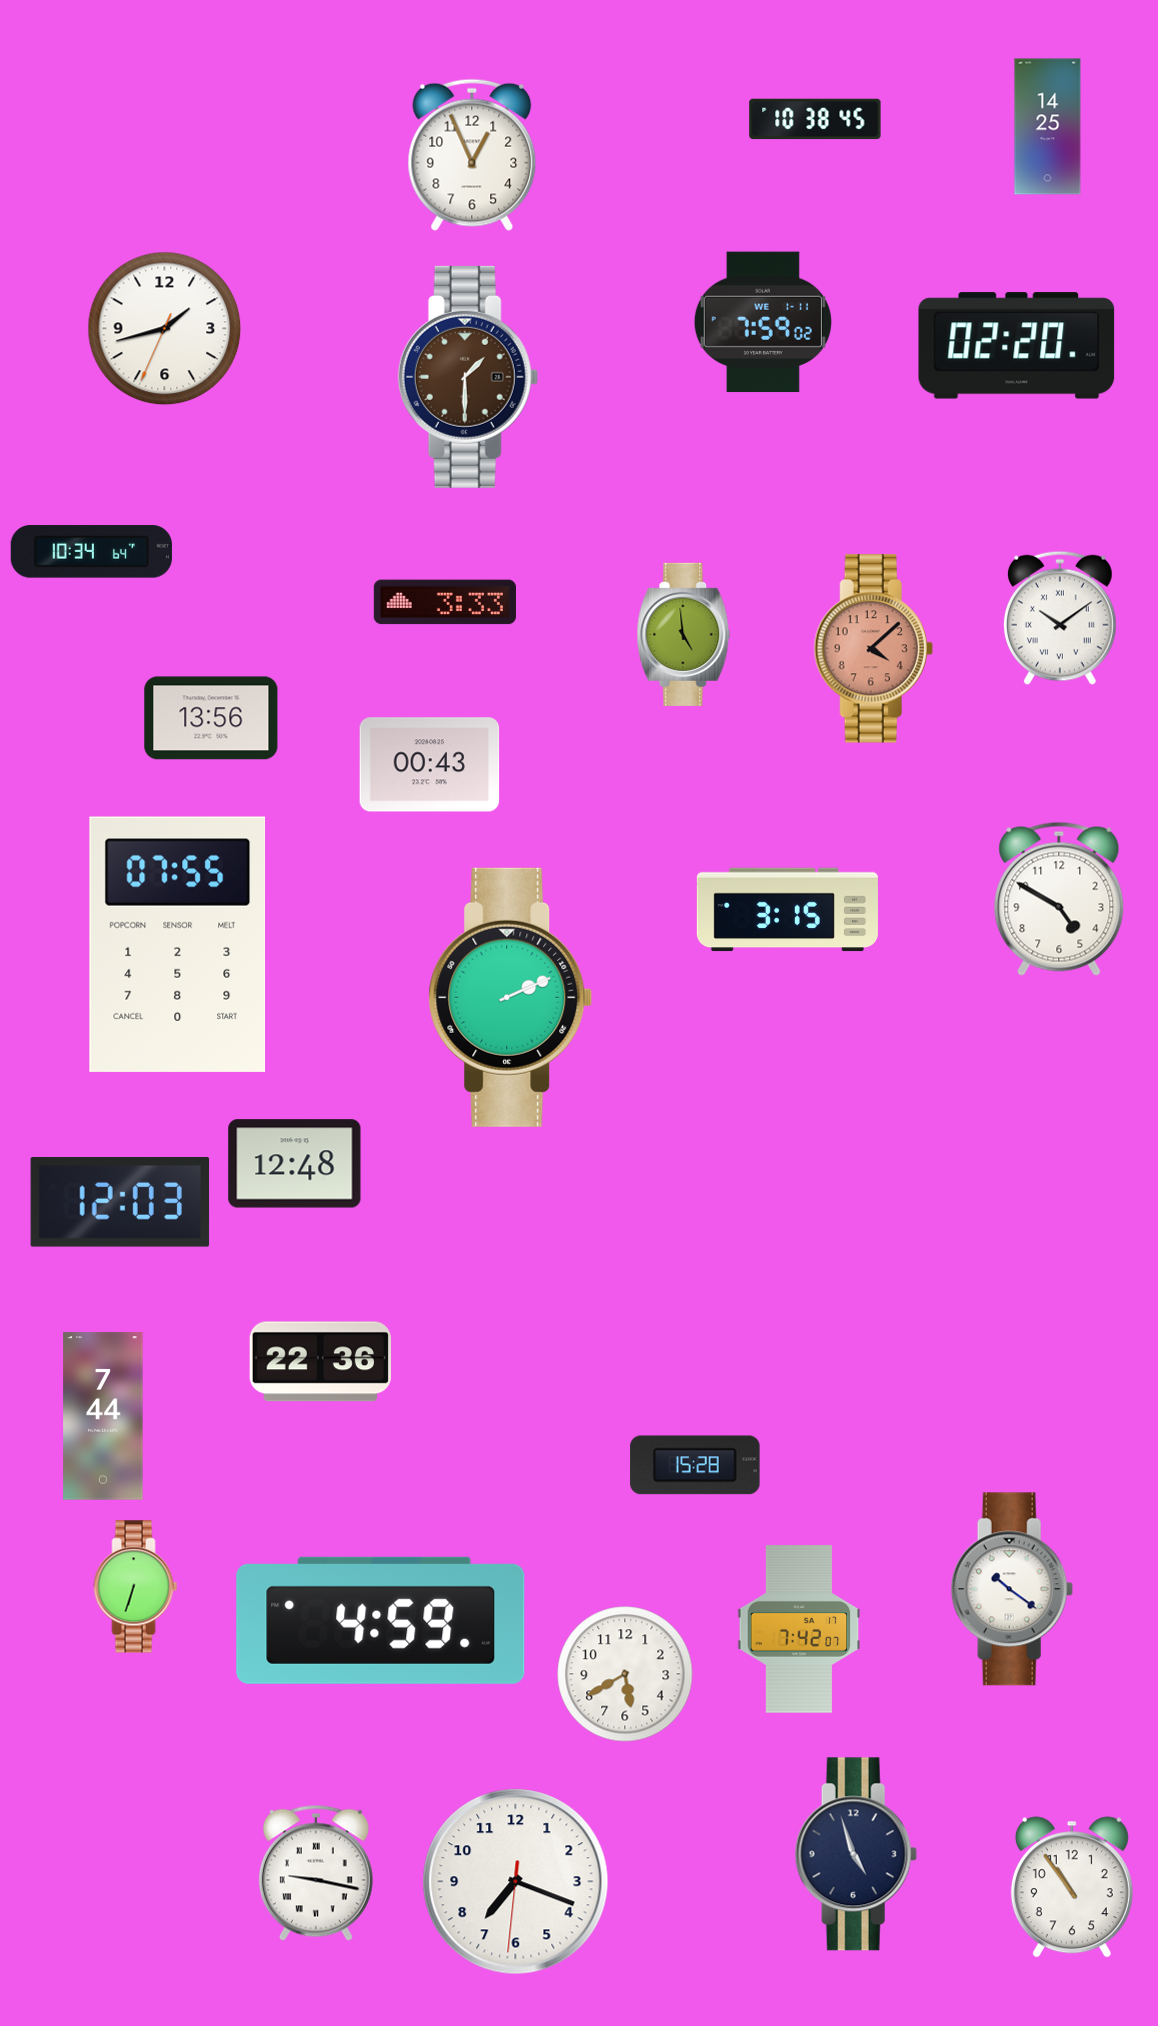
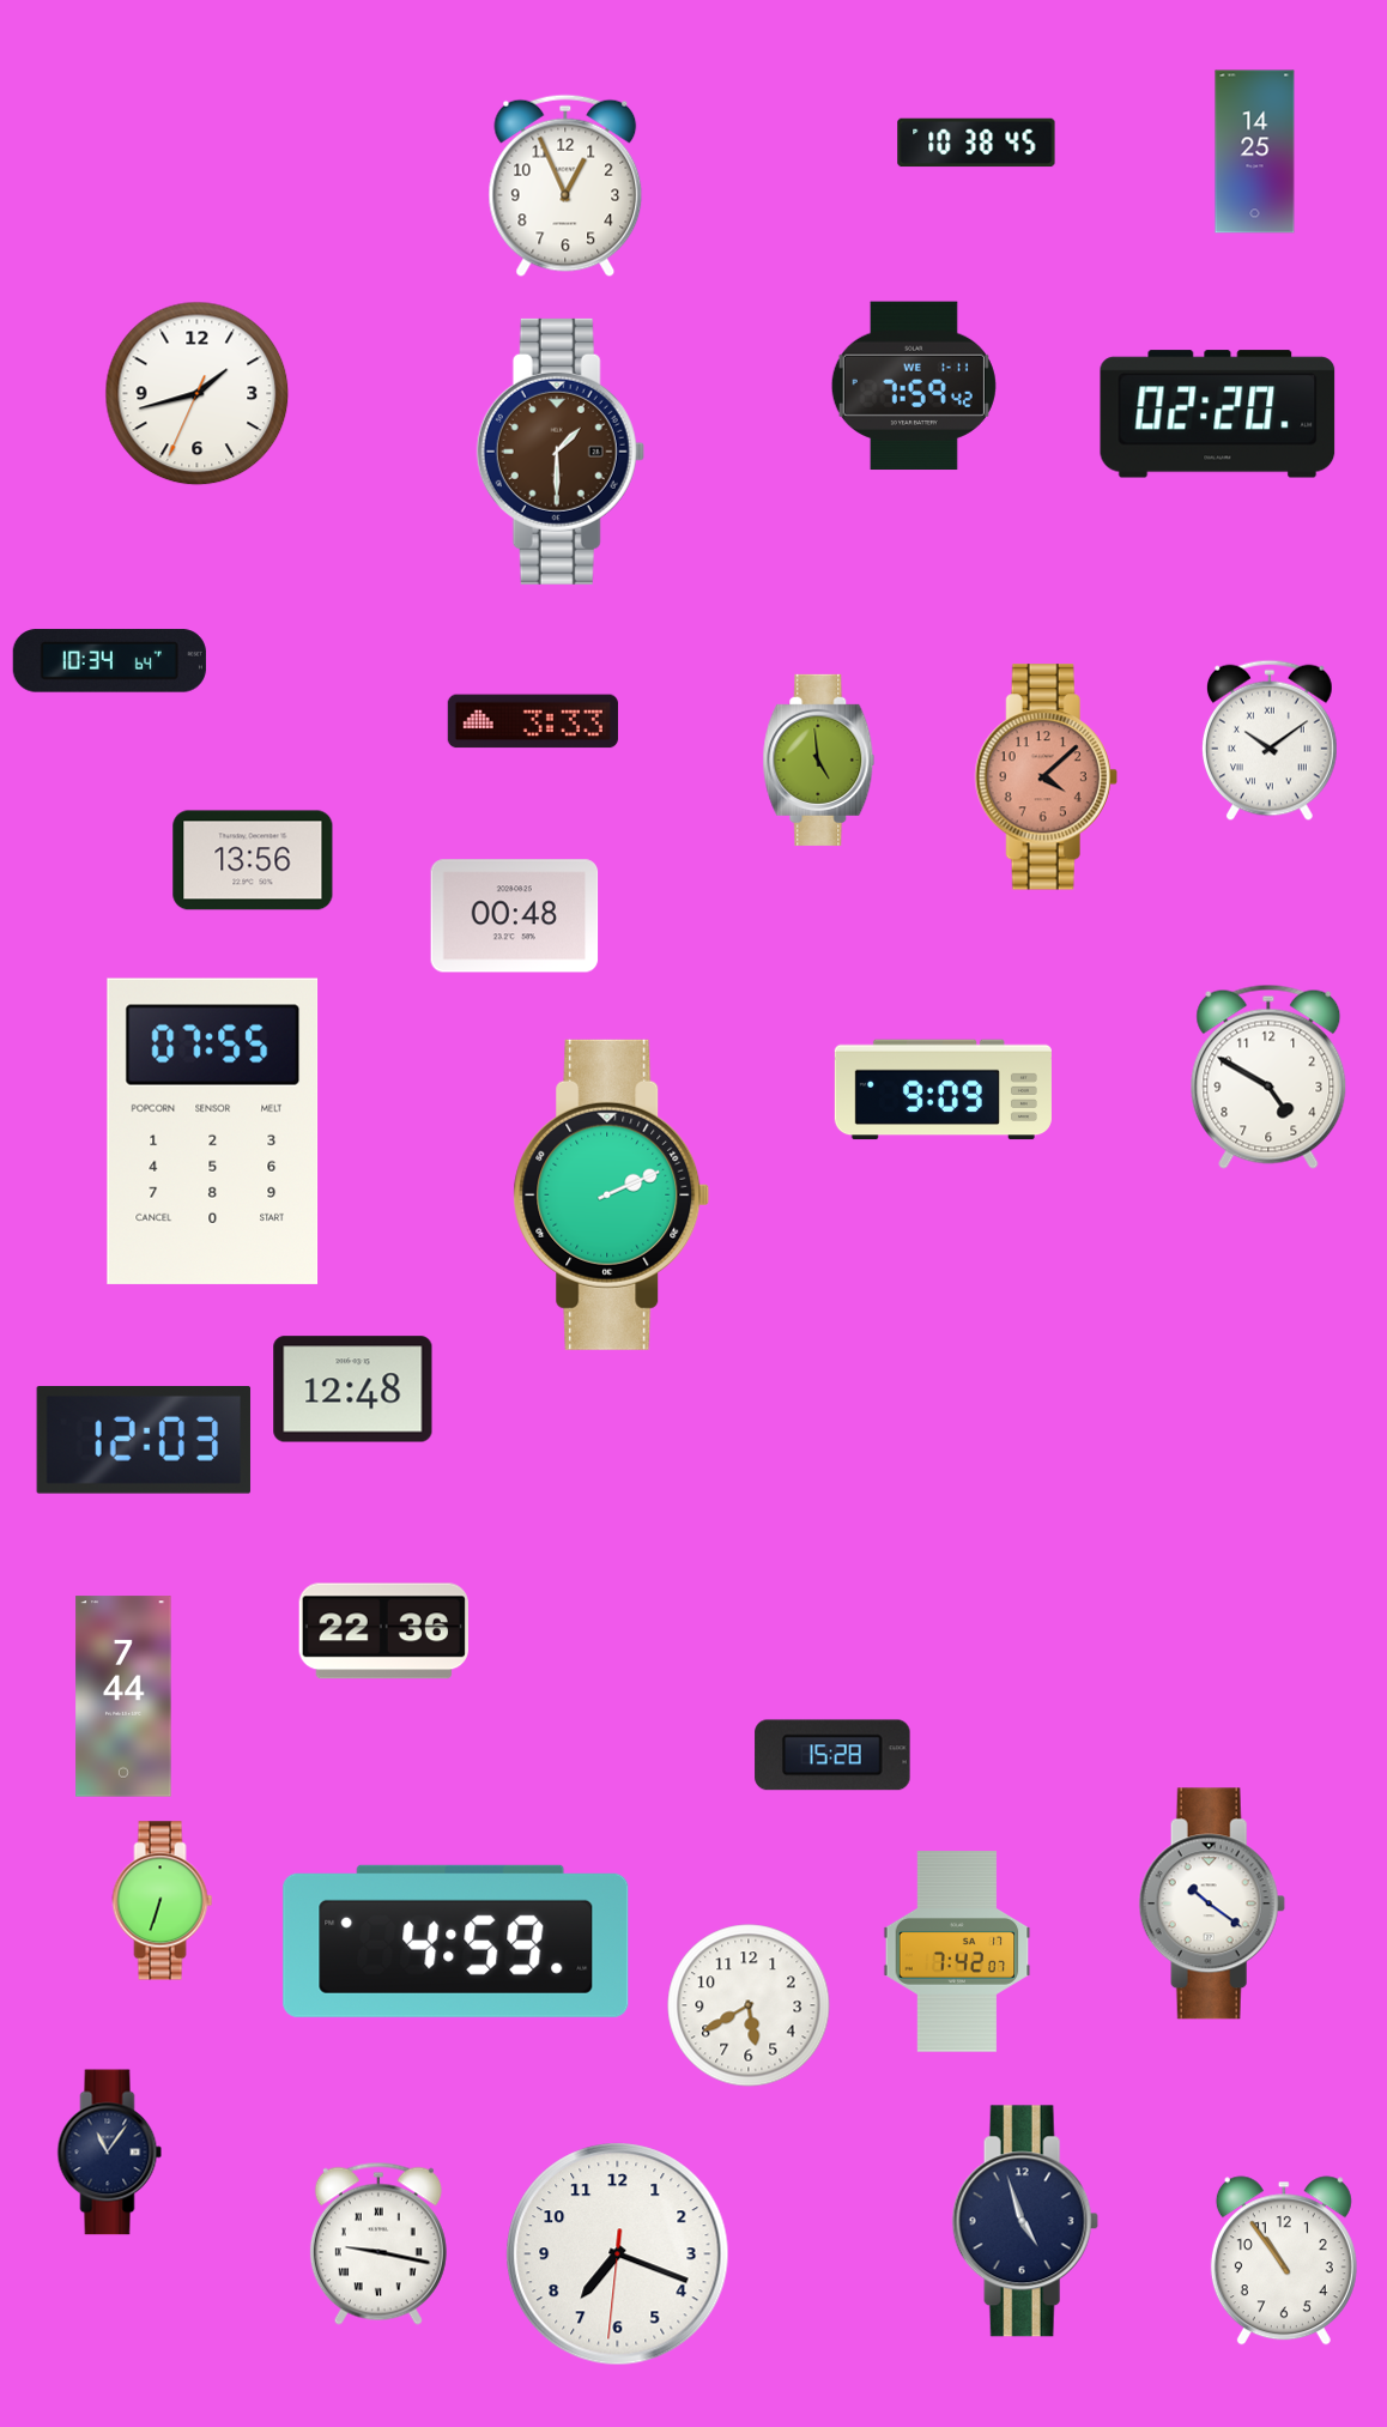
clock at (763, 322): 7:59:02 -> 7:59:42
clock at (430, 765): 00:43 -> 00:48
clock at (787, 910): 3:15 -> 9:09
clock at (295, 1164) position: (295, 1164) -> (353, 1390)
clock at (110, 2153): none -> 11:06
